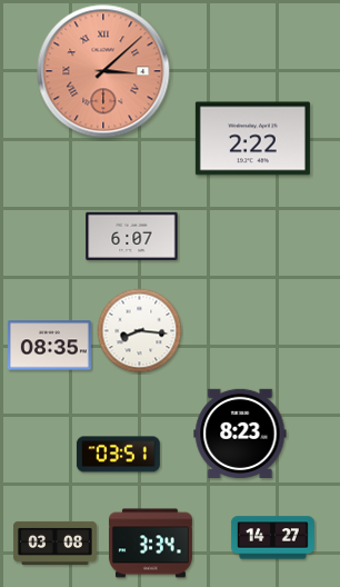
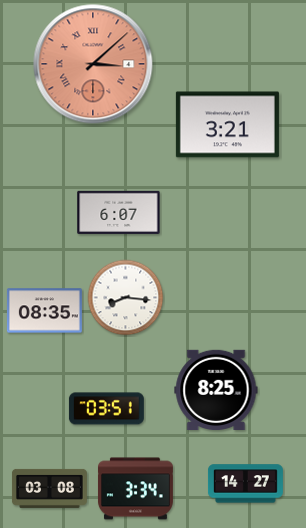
clock at (252, 139): 2:22 -> 3:21
clock at (240, 432): 8:23 -> 8:25
